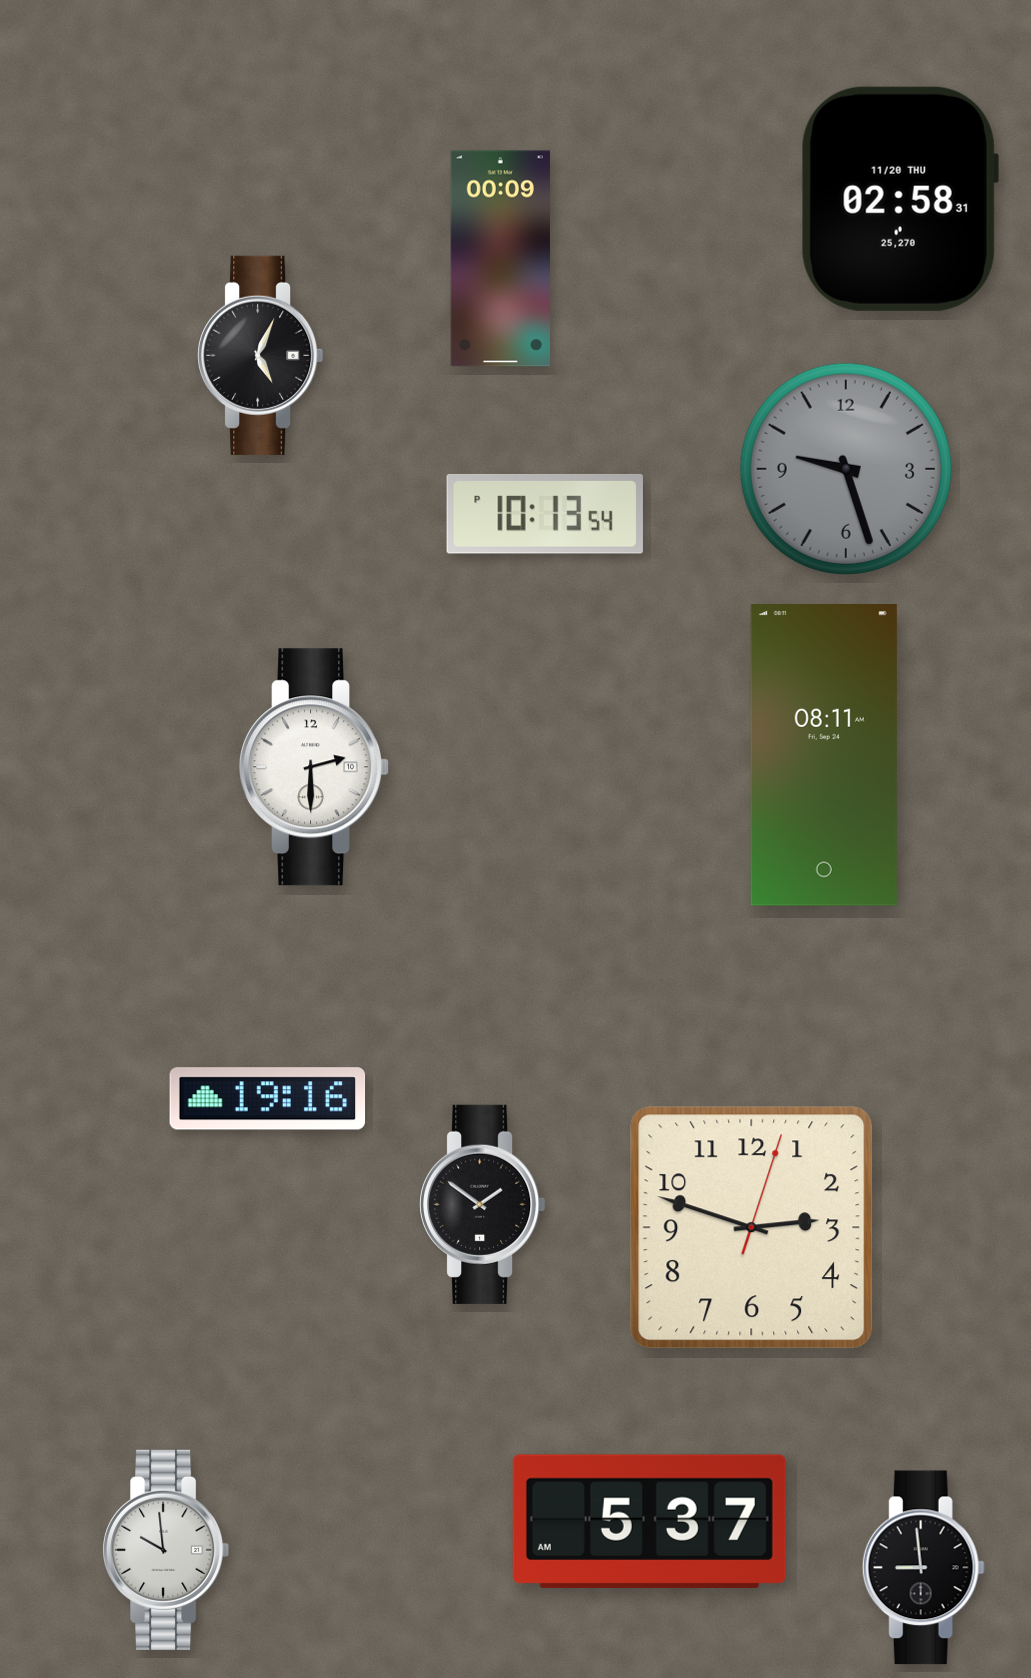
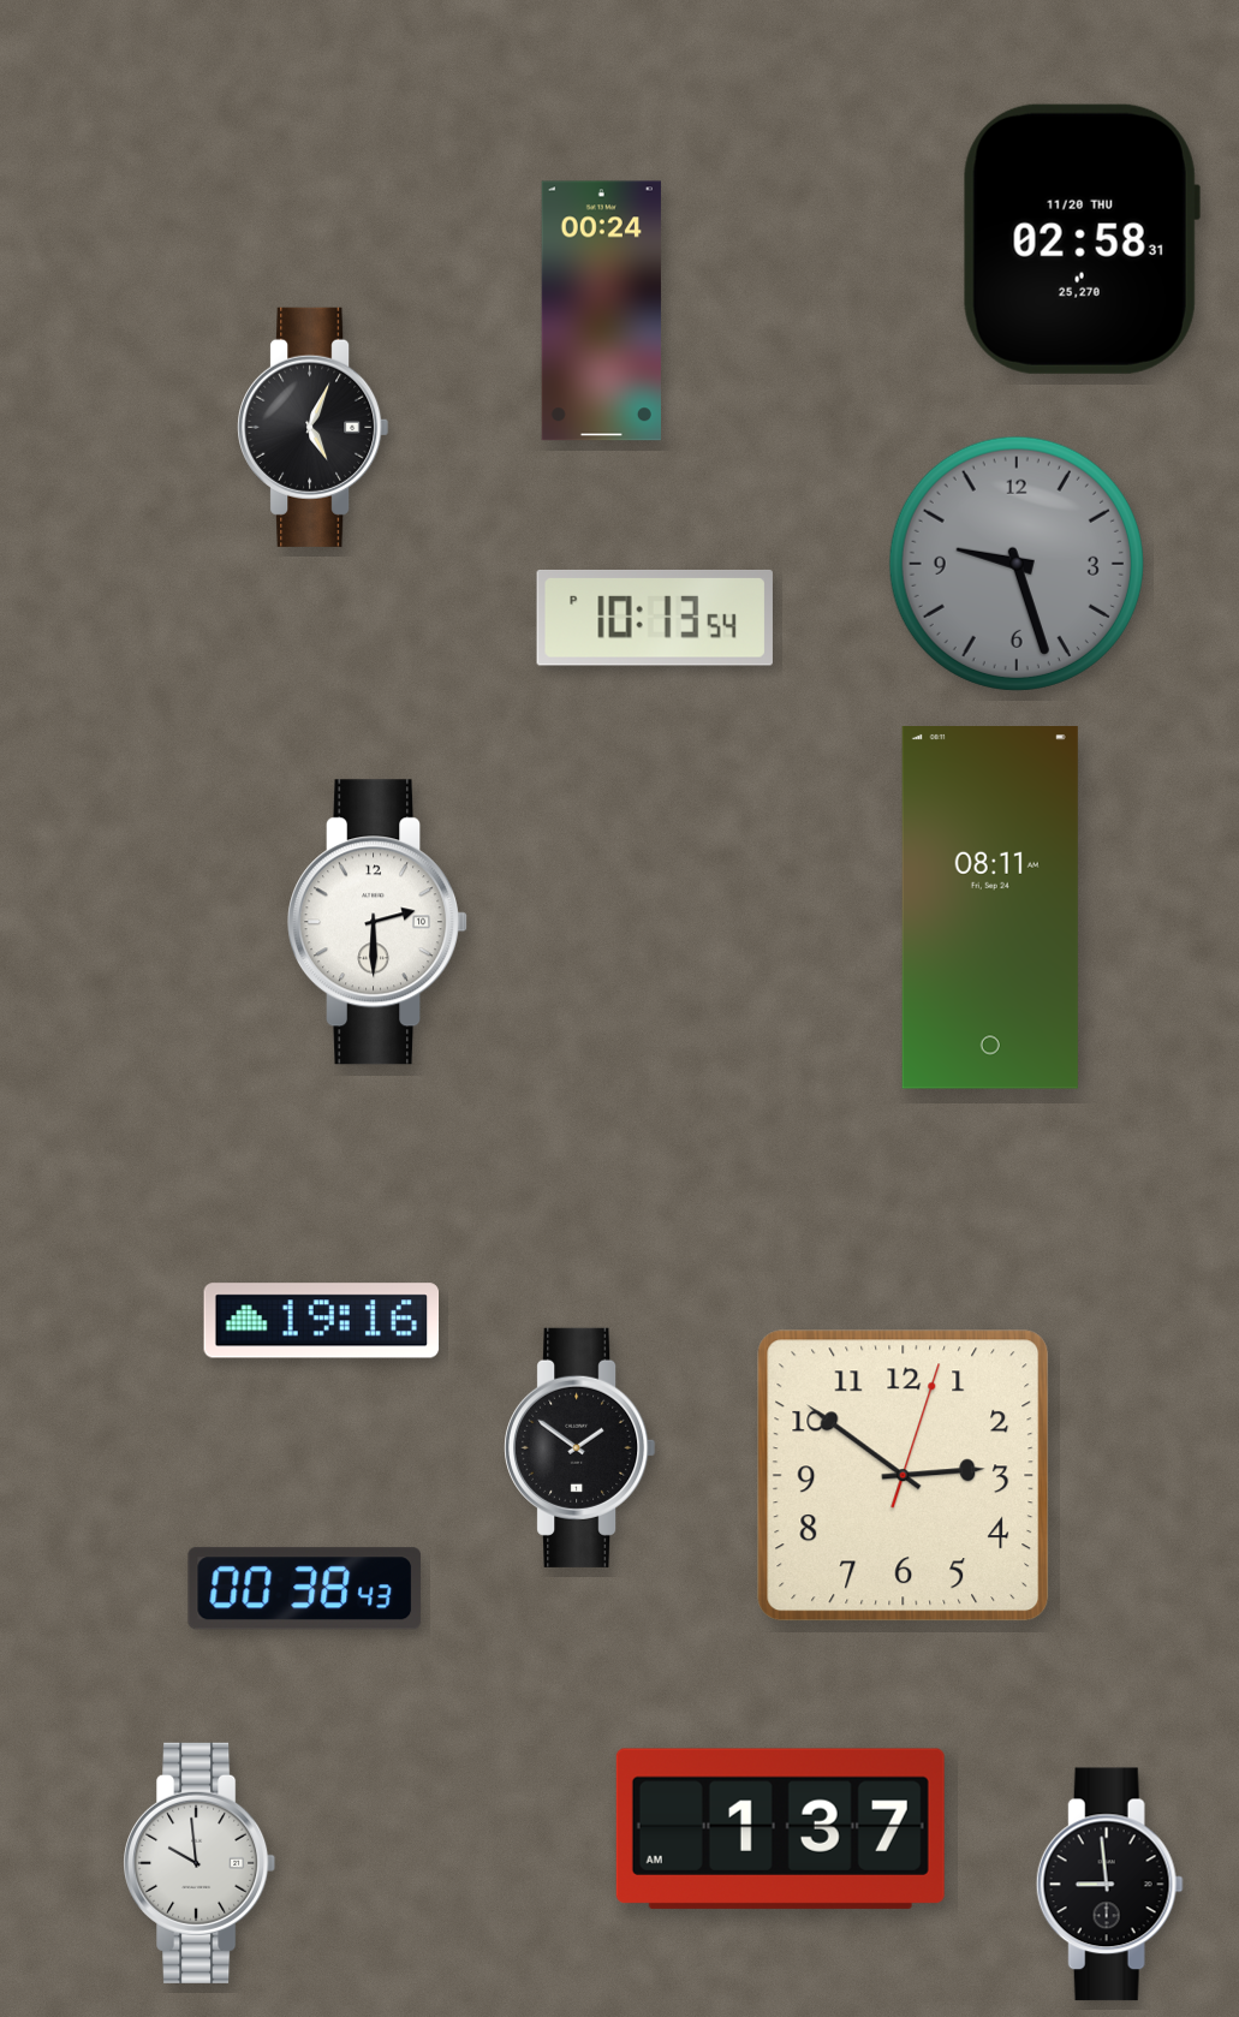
clock at (500, 259): 00:09 -> 00:24
clock at (752, 1228): 2:48 -> 2:51
clock at (305, 1589): none -> 00:38
clock at (649, 1521): 5:37 -> 1:37
